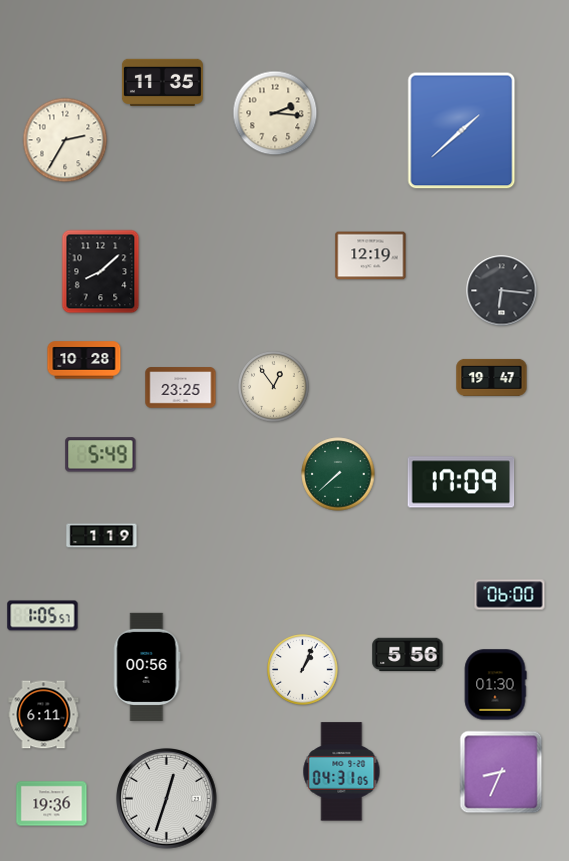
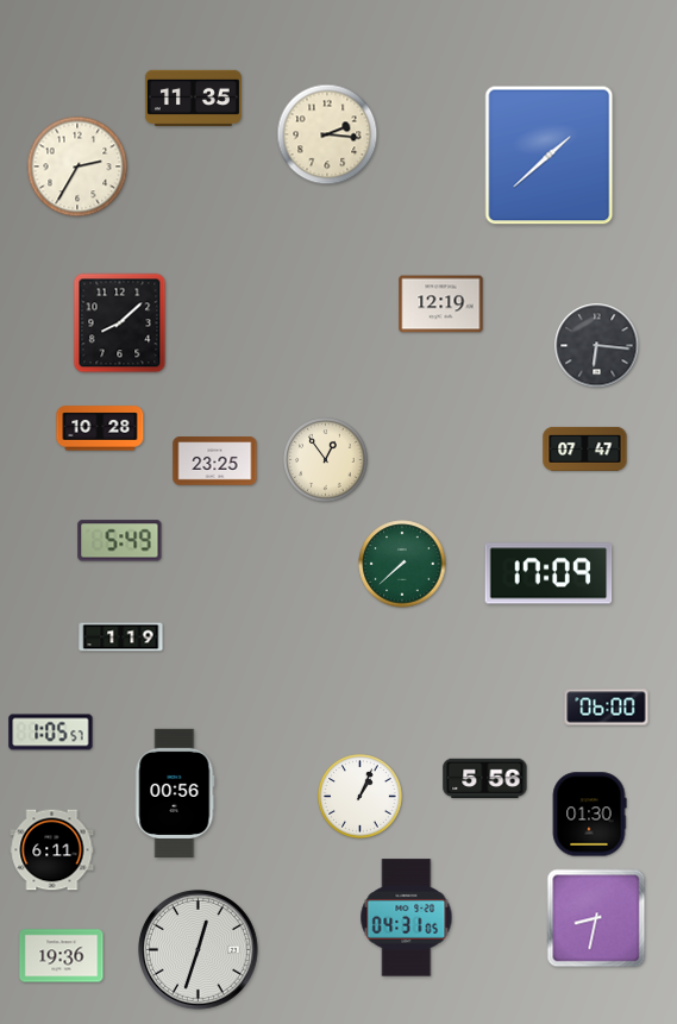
clock at (492, 377): 19:47 -> 07:47
clock at (501, 772): 8:34 -> 8:32
